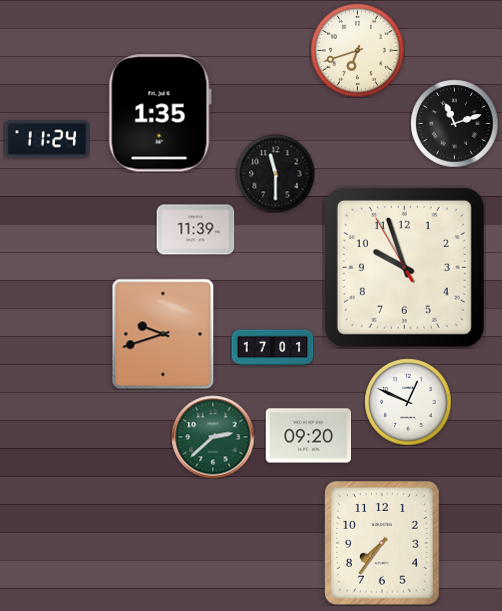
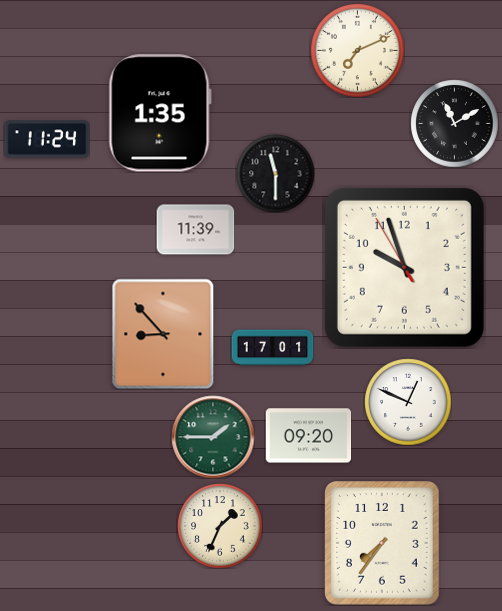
clock at (357, 50): 6:42 -> 7:11
clock at (454, 123): 11:12 -> 11:10
clock at (163, 334): 9:42 -> 8:53
clock at (213, 437): 2:38 -> 1:45
clock at (220, 526): none -> 1:34
